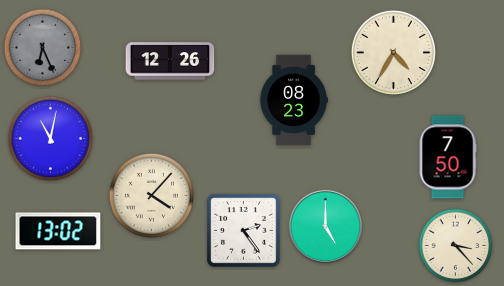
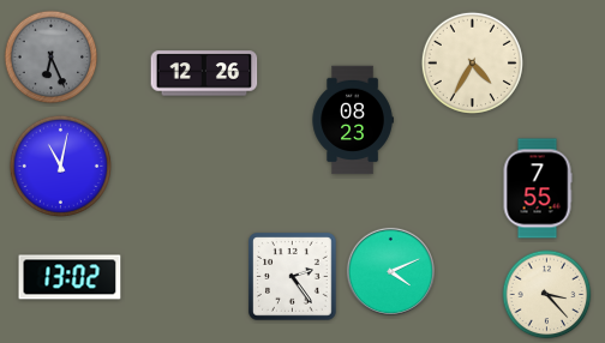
clock at (448, 157): 7:50 -> 7:55
clock at (151, 195): 4:07 -> none
clock at (325, 226): 5:00 -> 4:11
